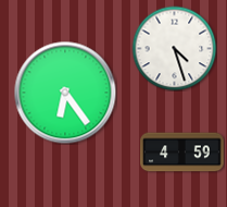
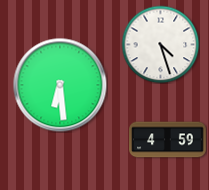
clock at (65, 93): 6:24 -> 6:29
